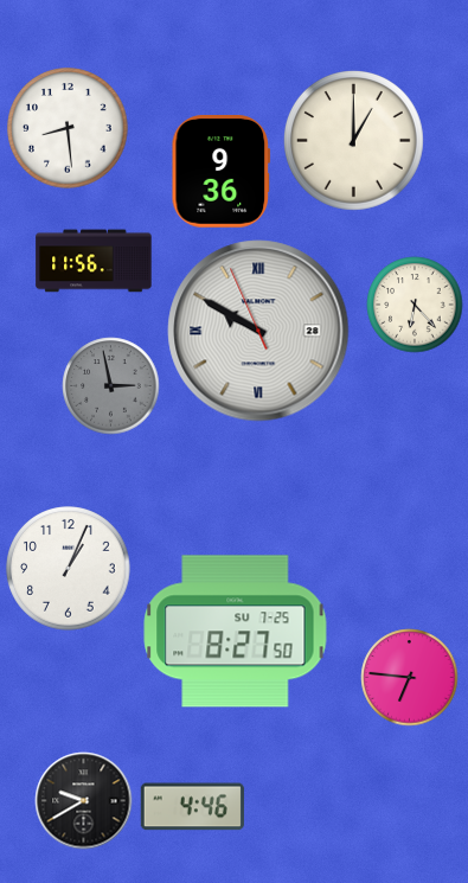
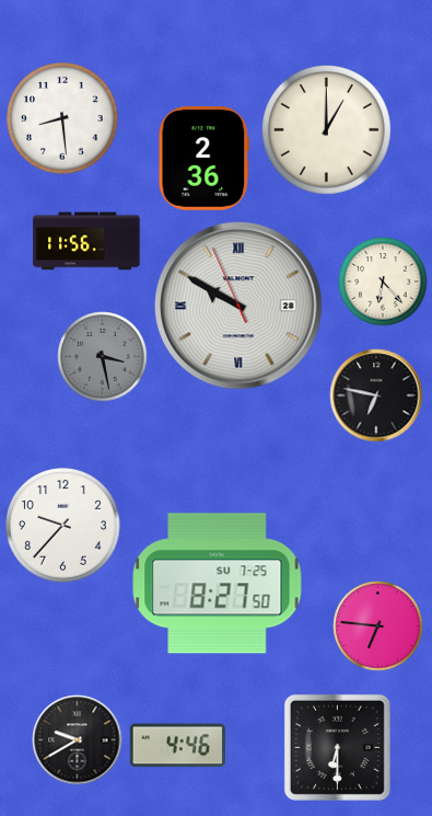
clock at (220, 172): 9:36 -> 2:36
clock at (111, 386): 2:58 -> 3:28
clock at (376, 395): none -> 6:47
clock at (69, 569): 1:04 -> 9:37
clock at (337, 747): none -> 6:30
